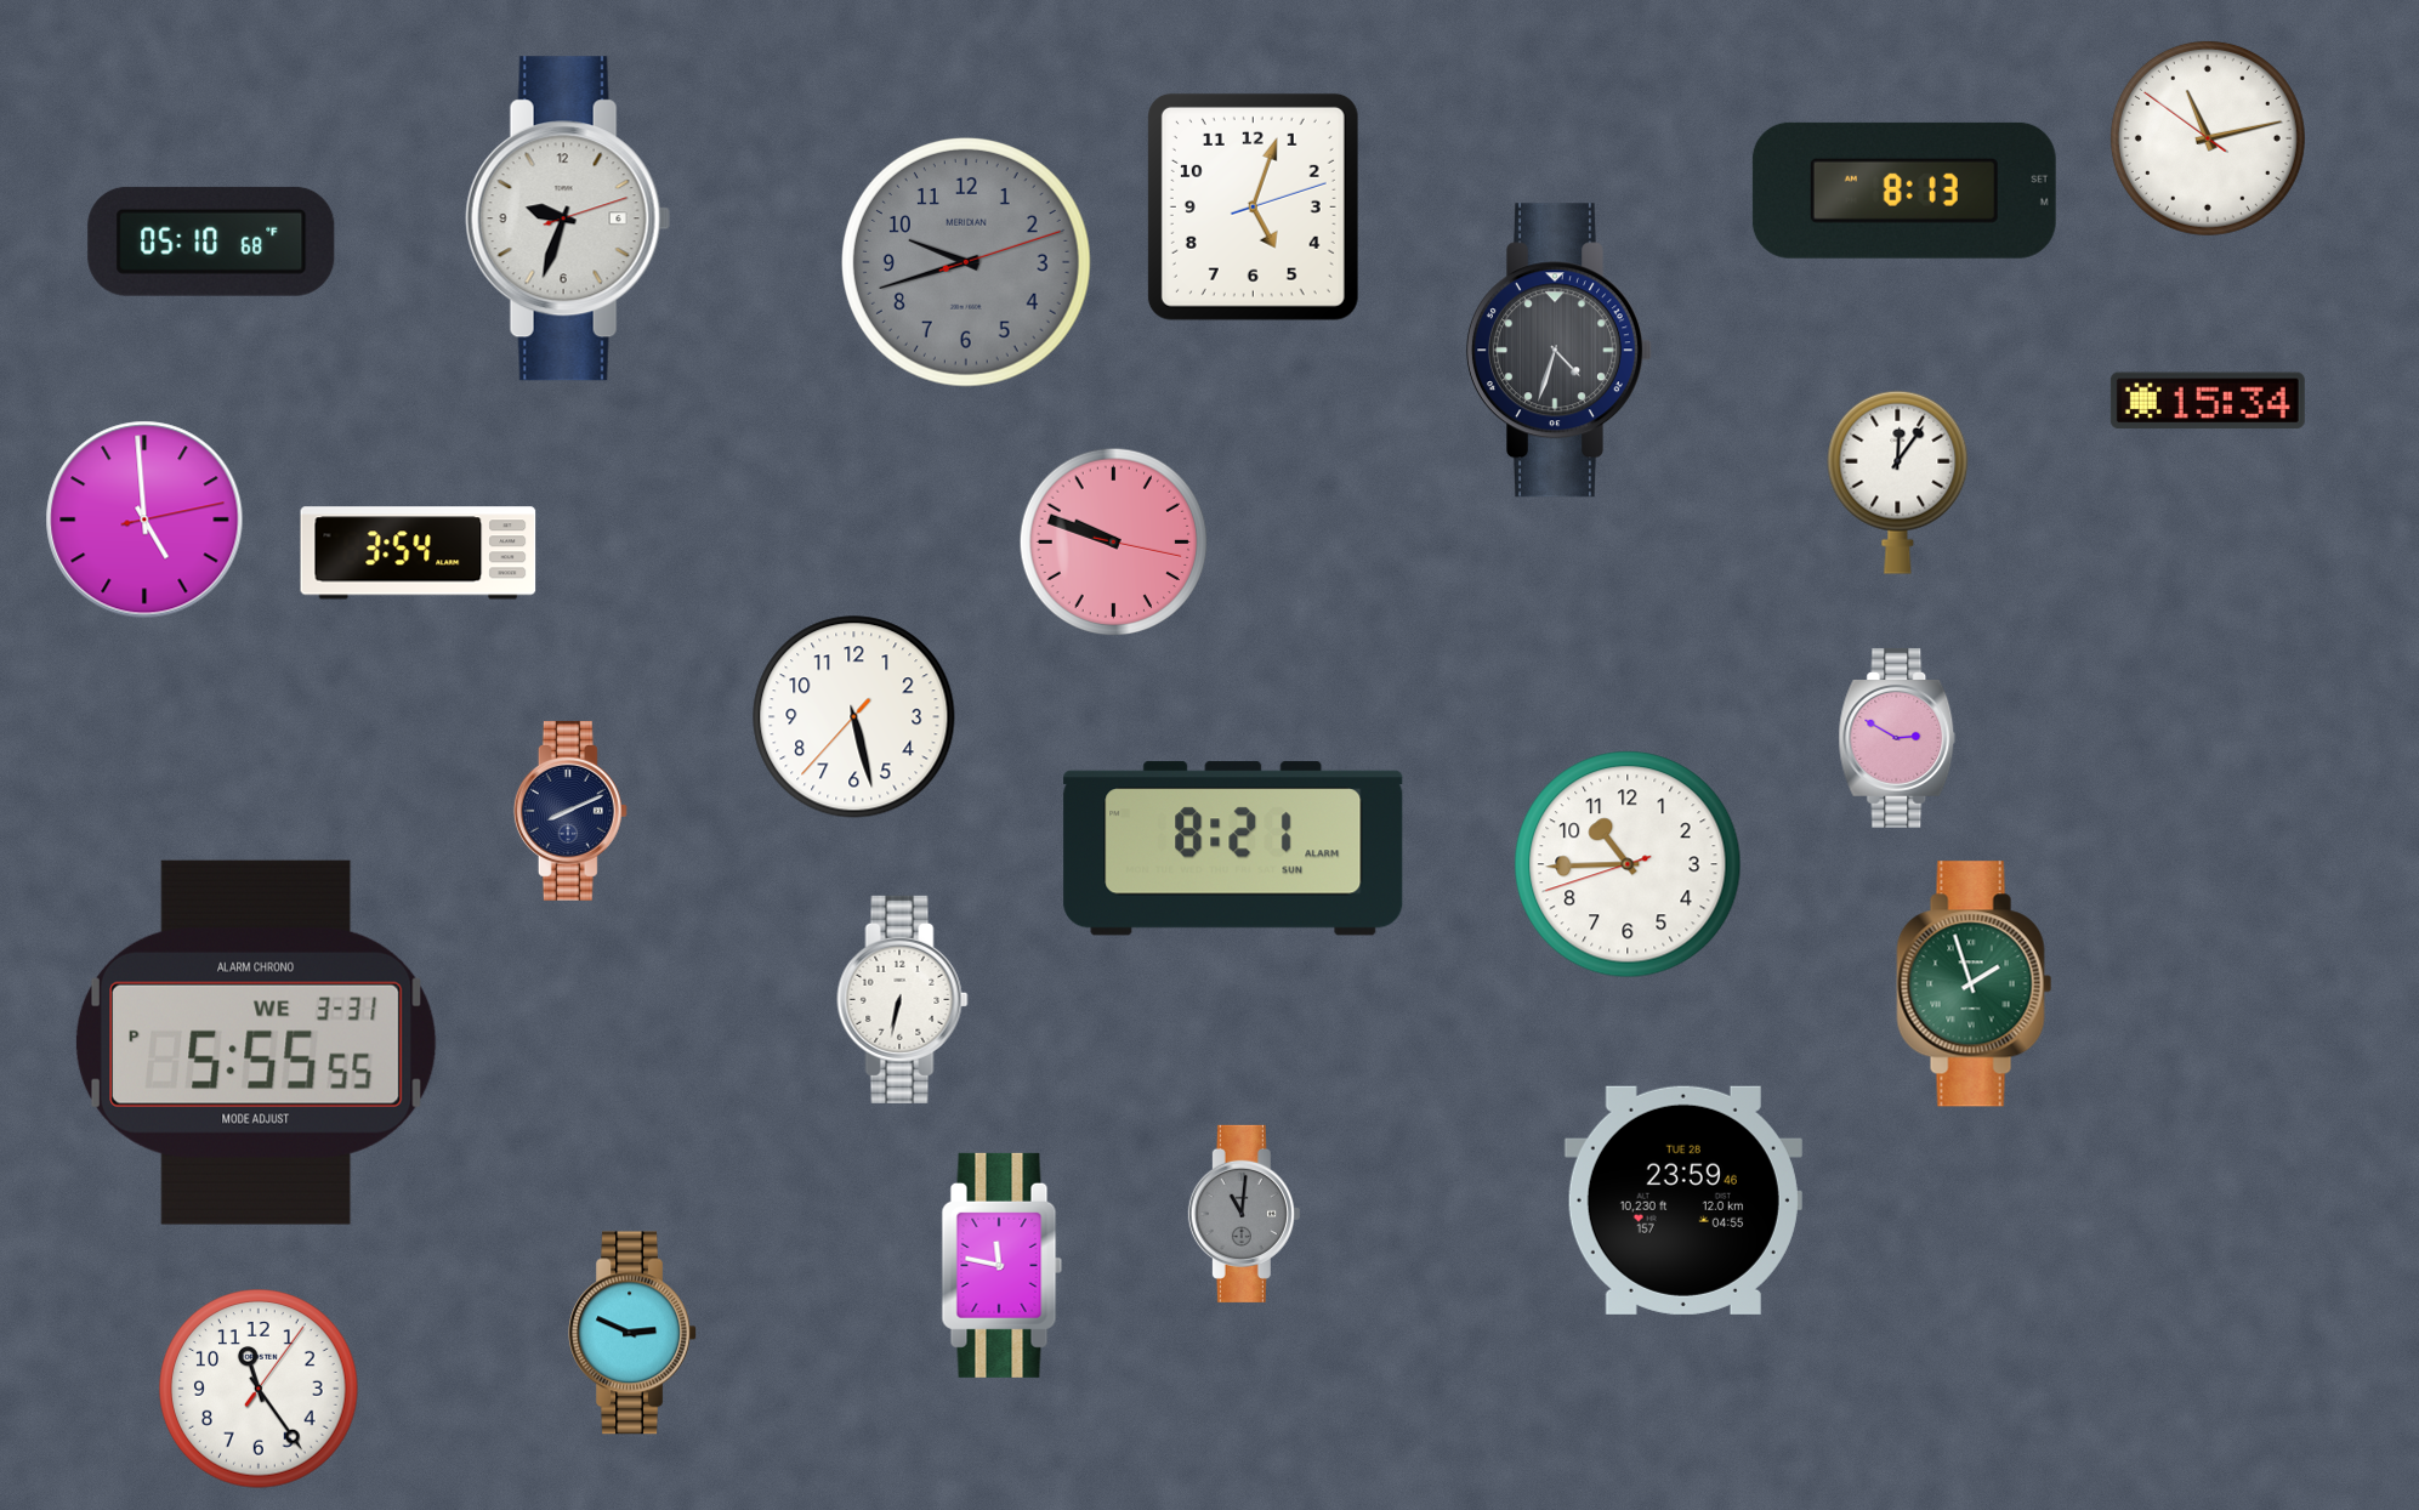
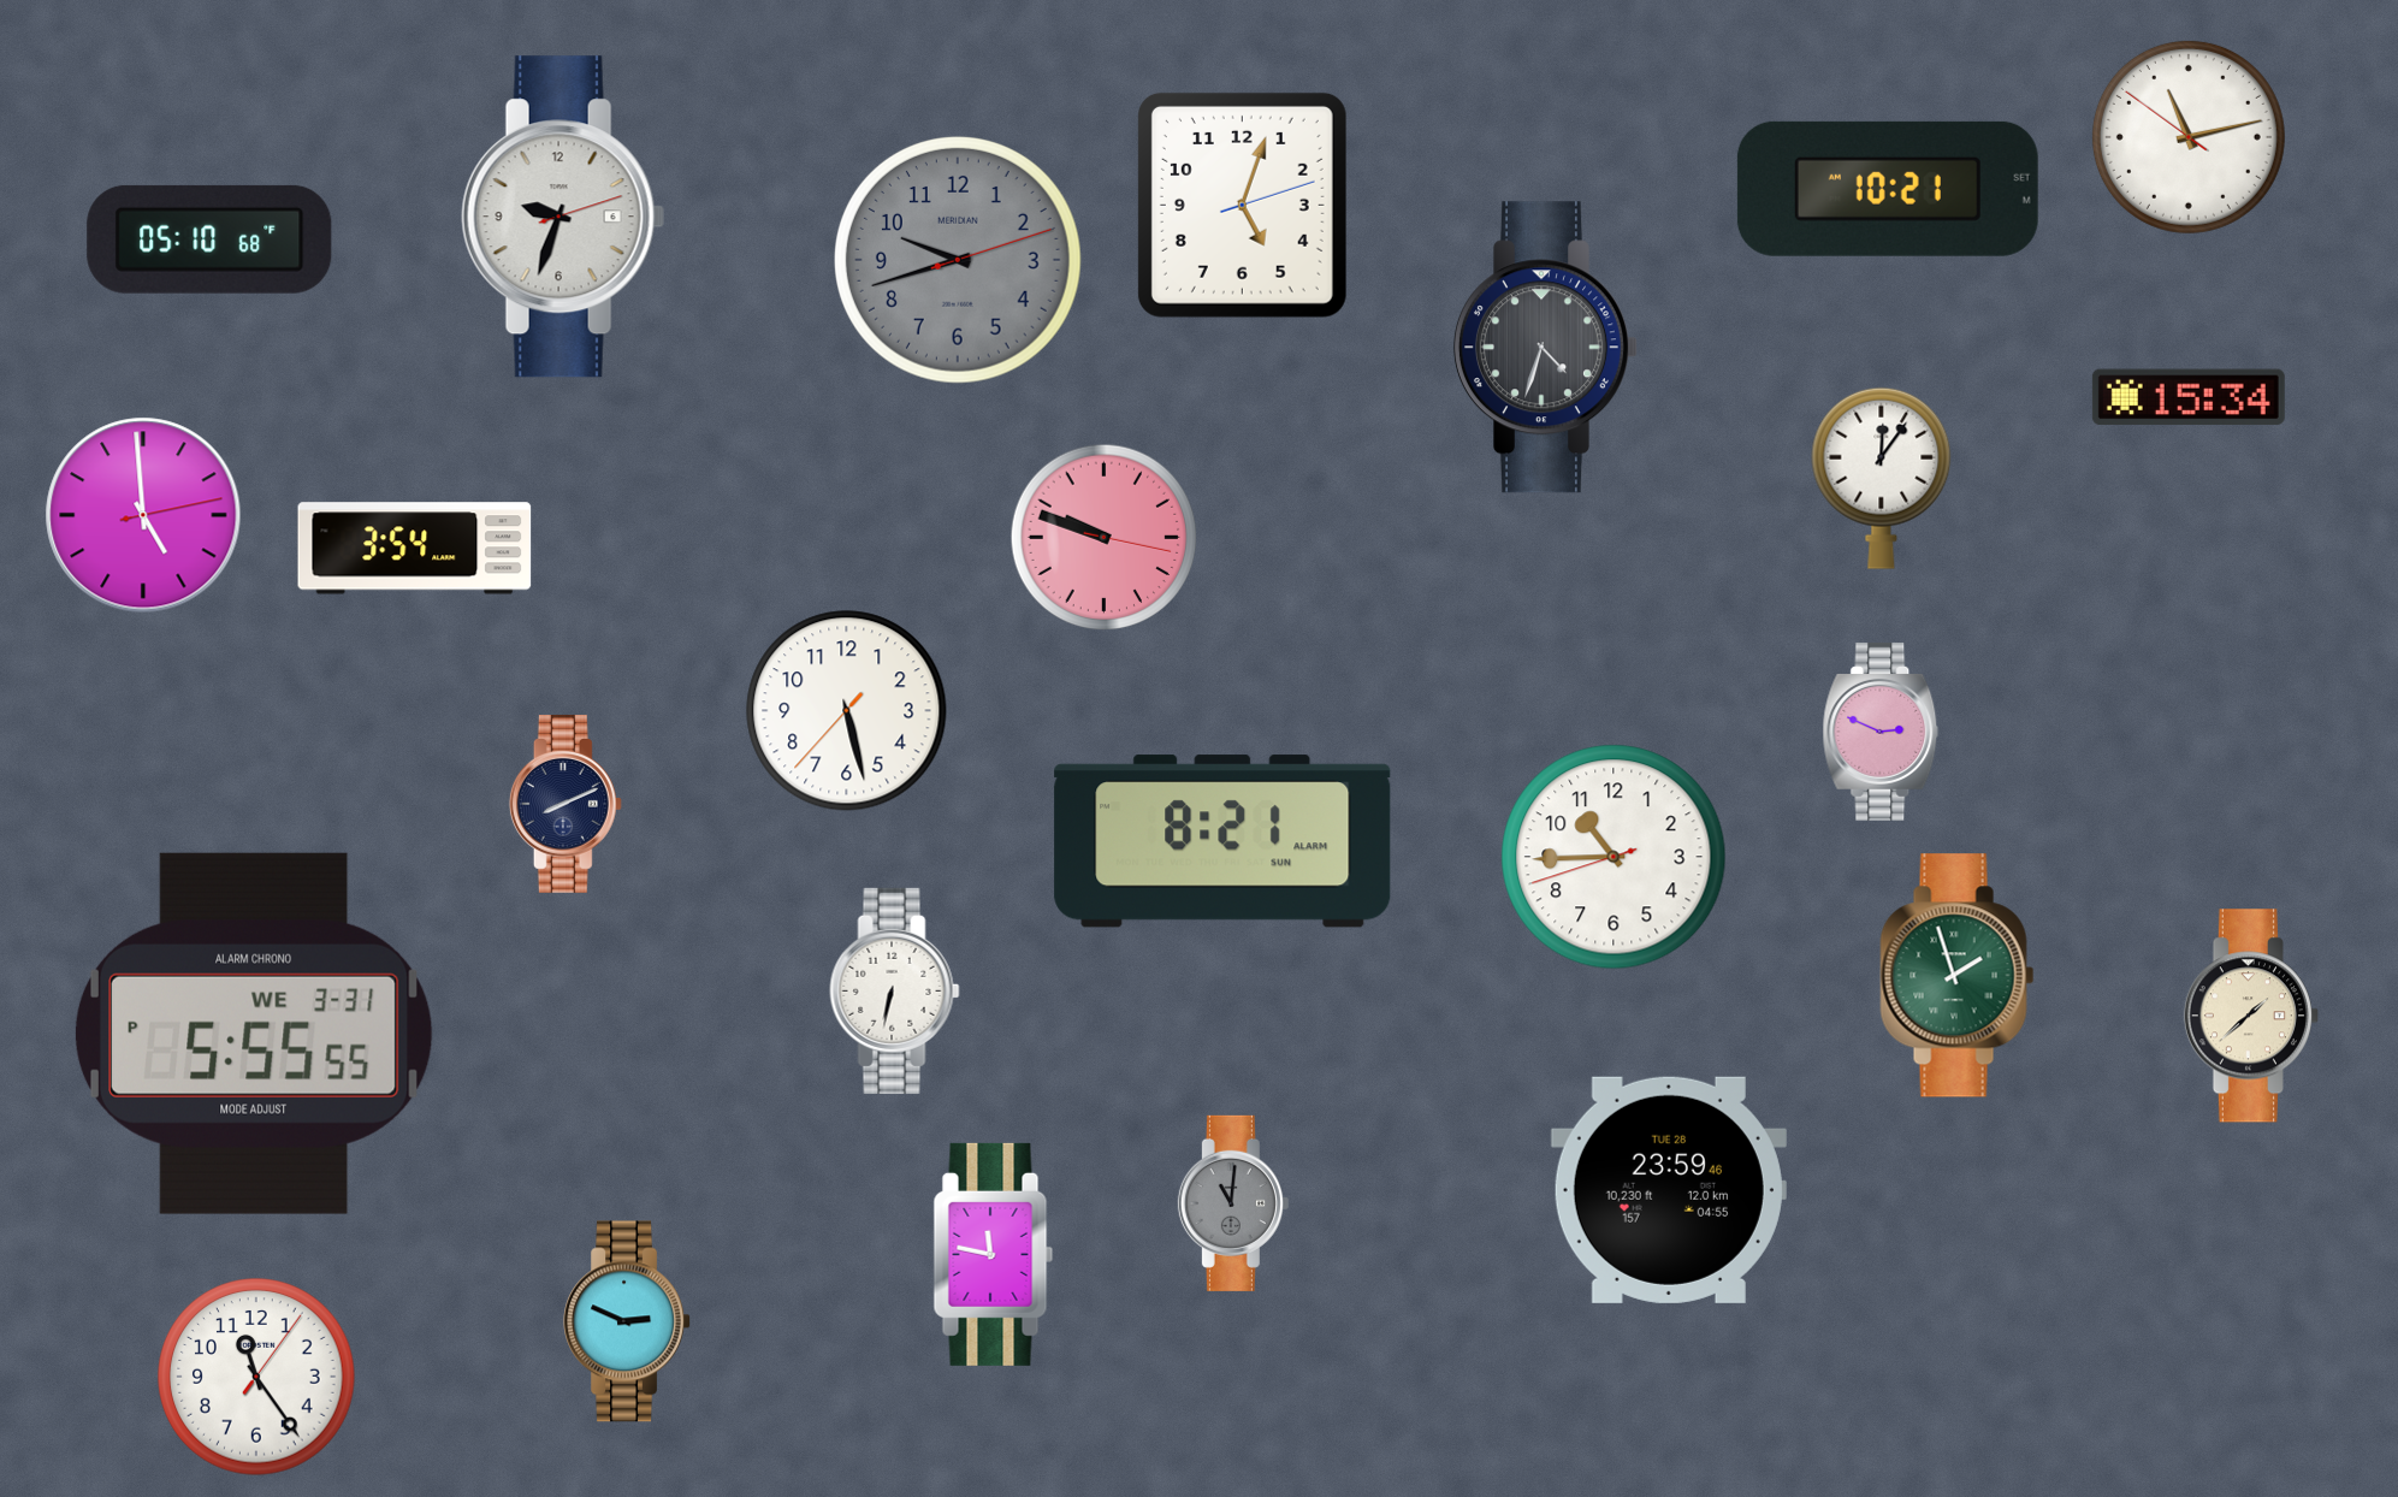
clock at (1904, 191): 8:13 -> 10:21
clock at (1897, 738): 2:50 -> 2:49
clock at (2251, 1016): none -> 1:38
